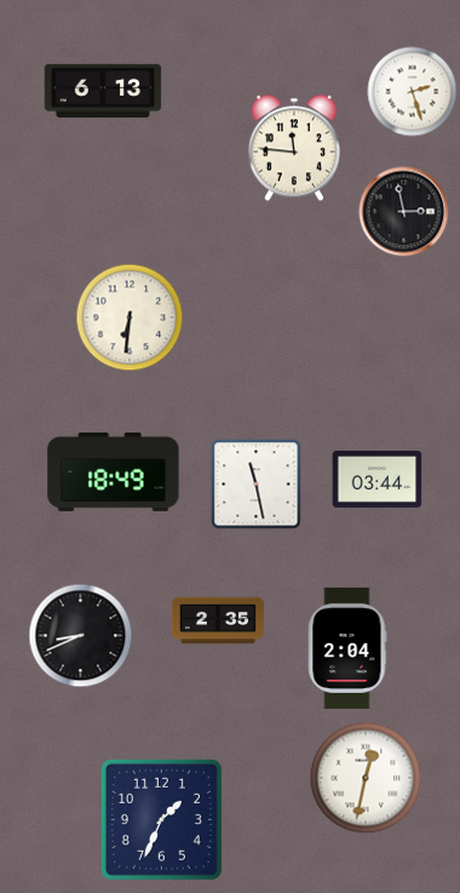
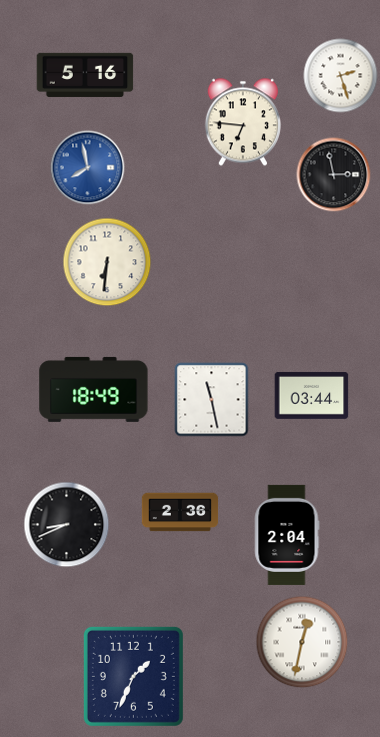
clock at (103, 91): 6:13 -> 5:16
clock at (294, 148): 11:46 -> 6:46
clock at (88, 168): none -> 7:58
clock at (218, 620): 2:35 -> 2:36
